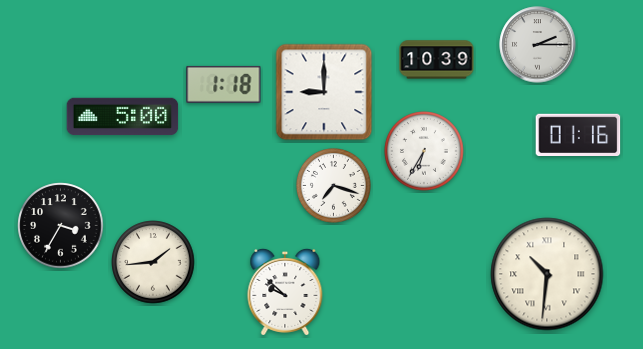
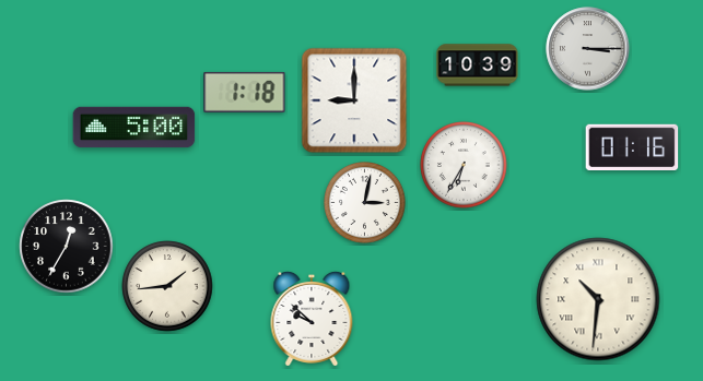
clock at (538, 45): 2:15 -> 3:15
clock at (334, 186): 7:18 -> 3:02
clock at (61, 226): 3:35 -> 12:35
